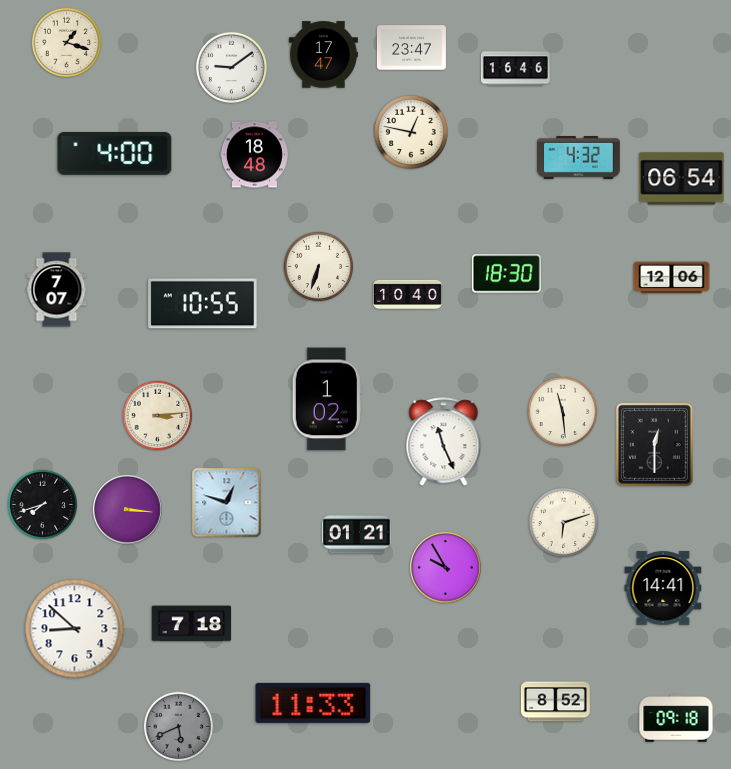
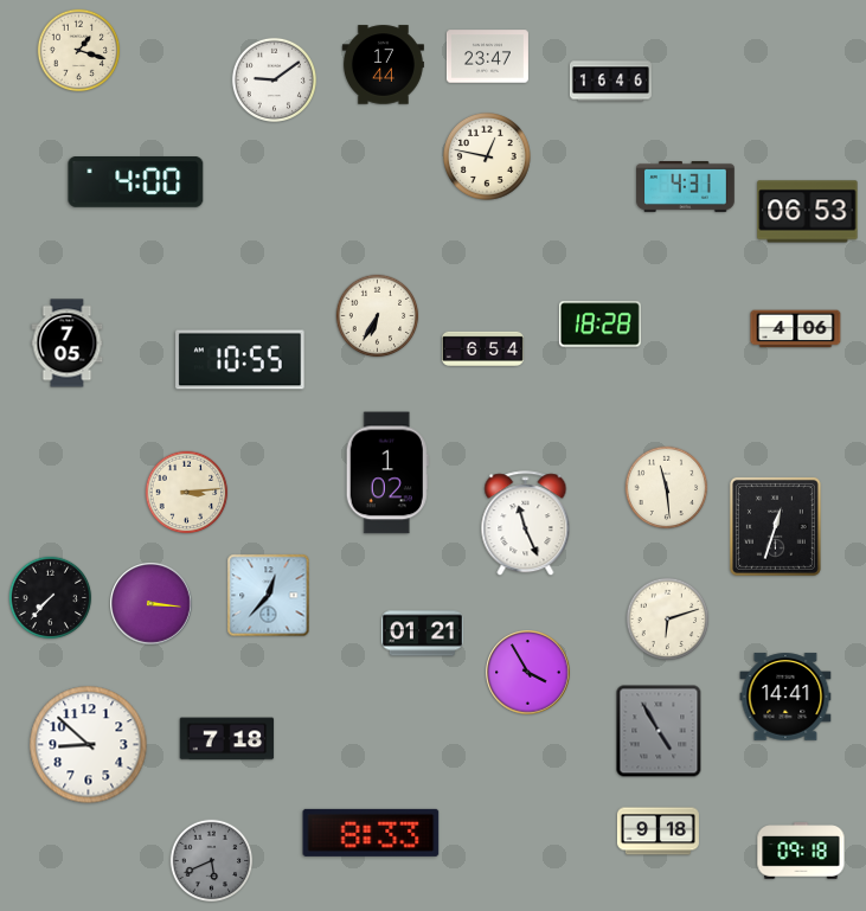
clock at (323, 55): 17:47 -> 17:44
clock at (254, 155): 18:48 -> none
clock at (579, 158): 4:32 -> 4:31
clock at (682, 179): 06:54 -> 06:53
clock at (319, 267): 6:33 -> 6:35
clock at (506, 274): 18:30 -> 18:28
clock at (672, 278): 12:06 -> 4:06
clock at (57, 290): 7:07 -> 7:05
clock at (407, 294): 10:40 -> 6:54
clock at (654, 444): 12:30 -> 12:33
clock at (227, 503): 12:48 -> 12:37
clock at (43, 505): 7:42 -> 7:37
clock at (446, 568): 9:55 -> 3:55
clock at (659, 731): none -> 4:55
clock at (555, 702): 8:52 -> 9:18
clock at (313, 703): 11:33 -> 8:33
